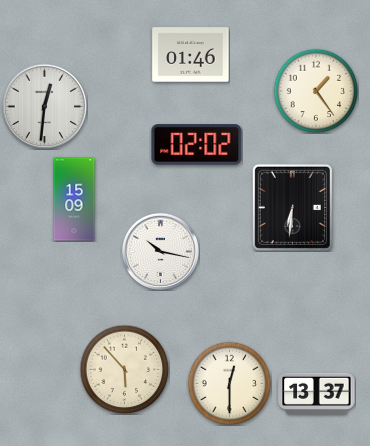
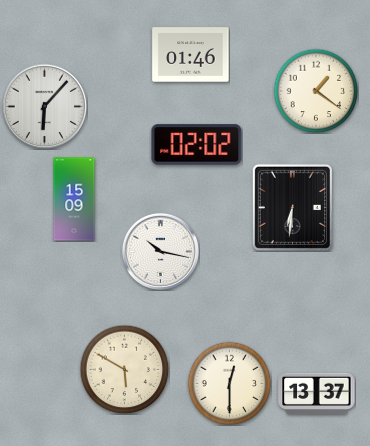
clock at (316, 91): 1:24 -> 1:21
clock at (44, 106): 12:31 -> 6:07
clock at (124, 369): 5:53 -> 5:50
